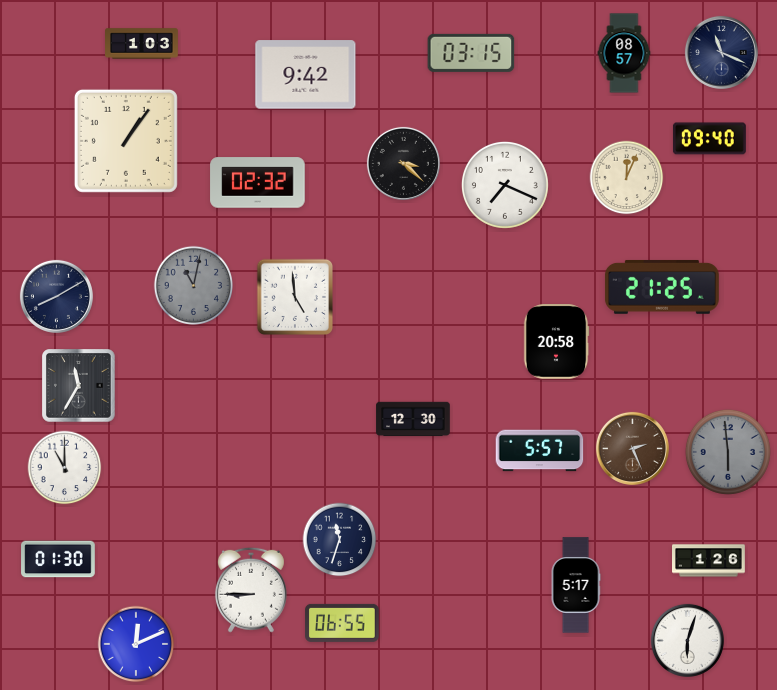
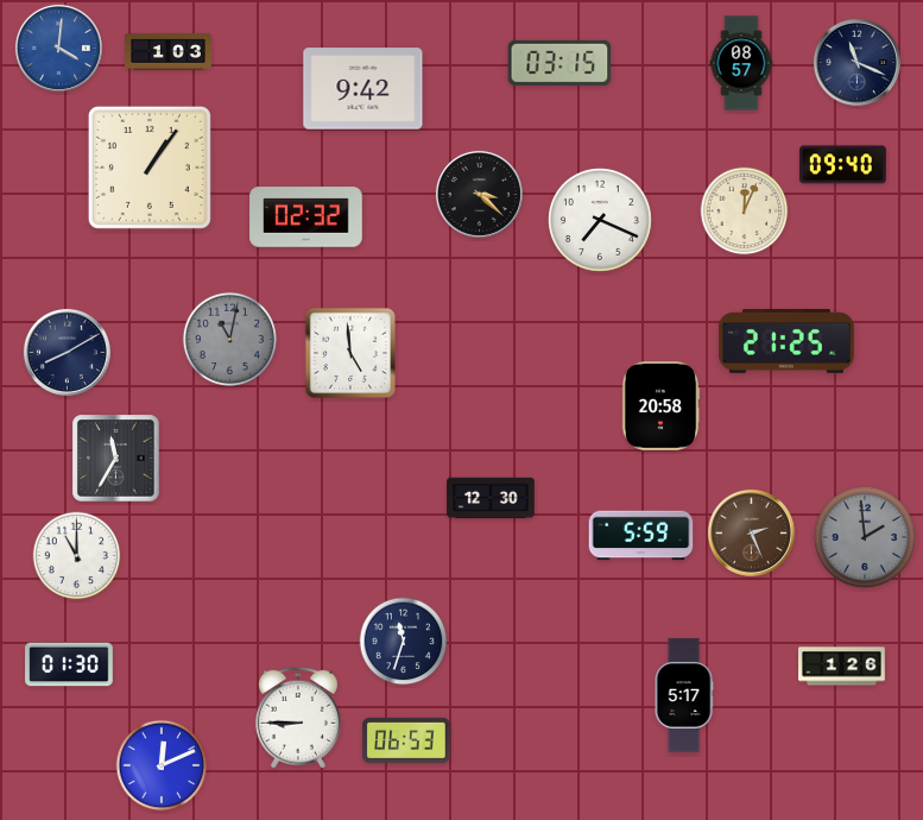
clock at (58, 48): none -> 4:01
clock at (79, 386) position: (79, 386) -> (116, 459)
clock at (540, 451): 5:57 -> 5:59
clock at (728, 452): 5:59 -> 1:59
clock at (251, 590) position: (251, 590) -> (298, 718)
clock at (342, 623): 06:55 -> 06:53
clock at (687, 640): 6:03 -> none
